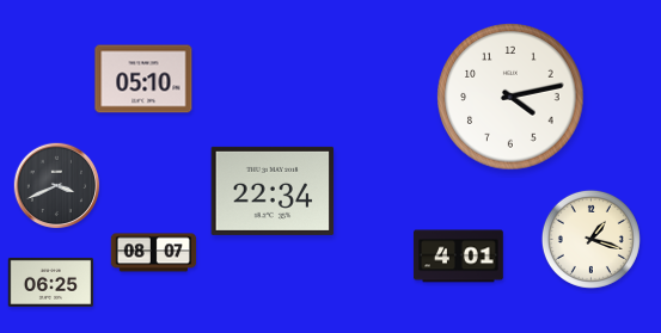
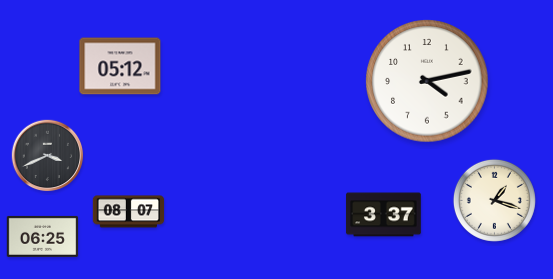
clock at (143, 79): 05:10 -> 05:12
clock at (273, 191): 22:34 -> none
clock at (459, 257): 4:01 -> 3:37
